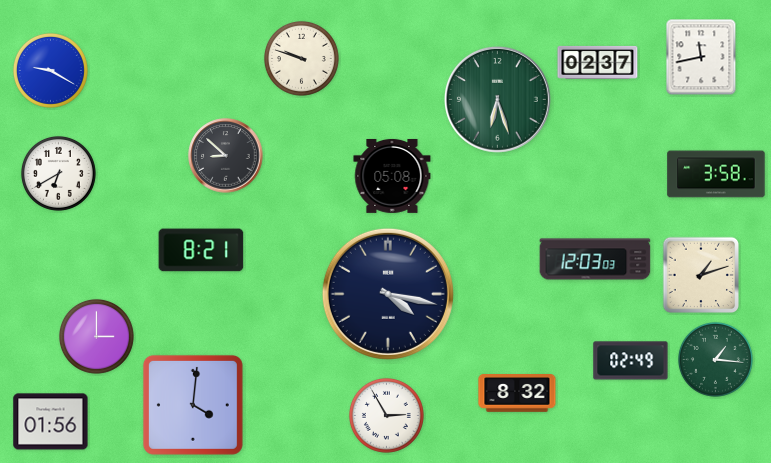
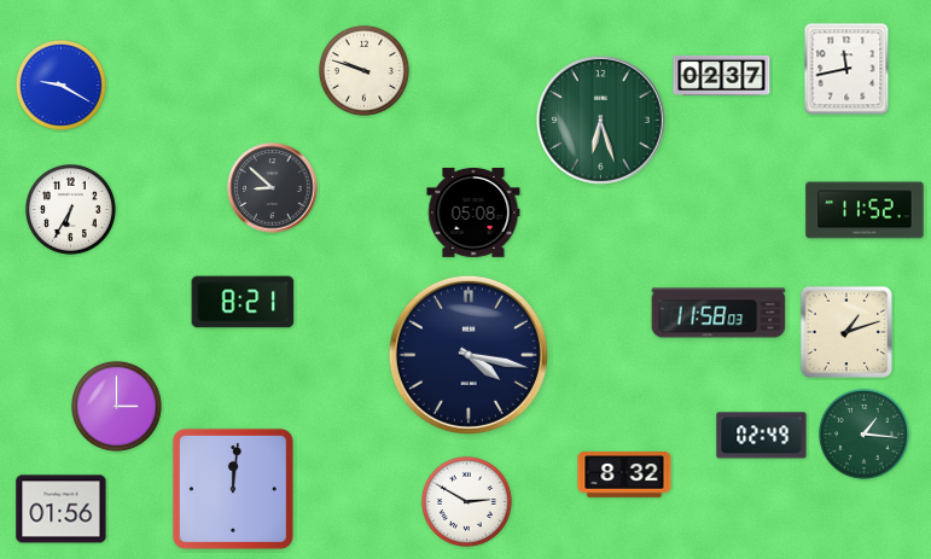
clock at (58, 173): 6:40 -> 6:35
clock at (716, 174): 3:58 -> 11:52
clock at (595, 259): 12:03 -> 11:58
clock at (193, 405): 4:01 -> 12:01
clock at (386, 415): 2:55 -> 2:50
